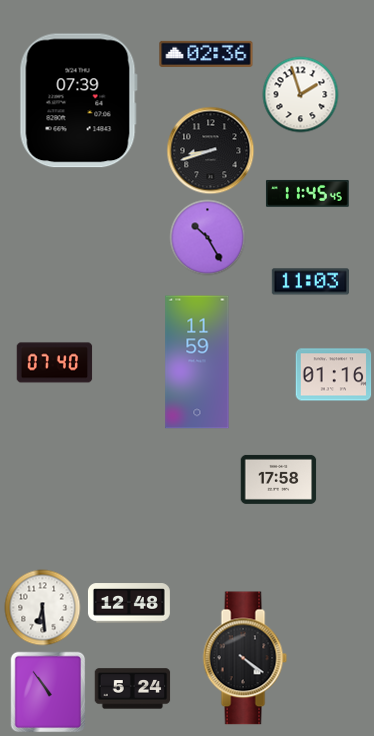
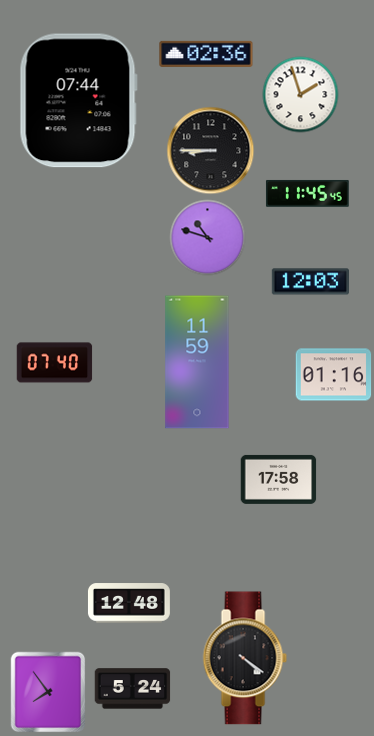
clock at (78, 101): 07:39 -> 07:44
clock at (211, 151): 8:42 -> 8:45
clock at (208, 238): 10:25 -> 10:48
clock at (310, 282): 11:03 -> 12:03
clock at (43, 608): 6:29 -> none
clock at (48, 692): 10:54 -> 7:54
